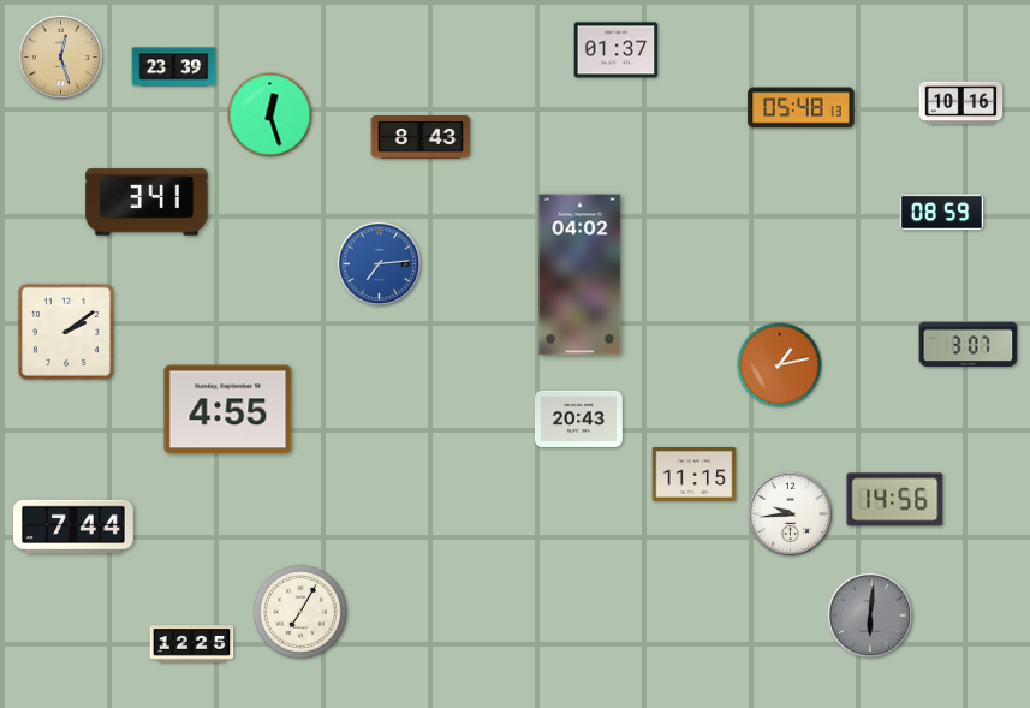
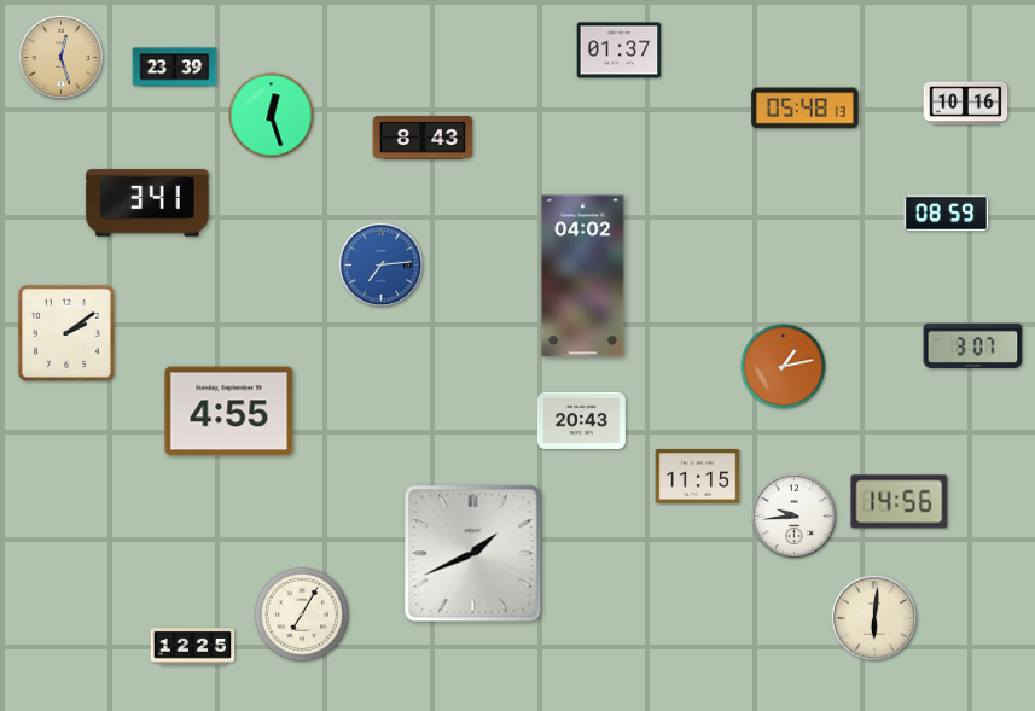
clock at (75, 526): 7:44 -> none
clock at (473, 554): none -> 1:41
clock at (870, 615) dial: grey -> cream
